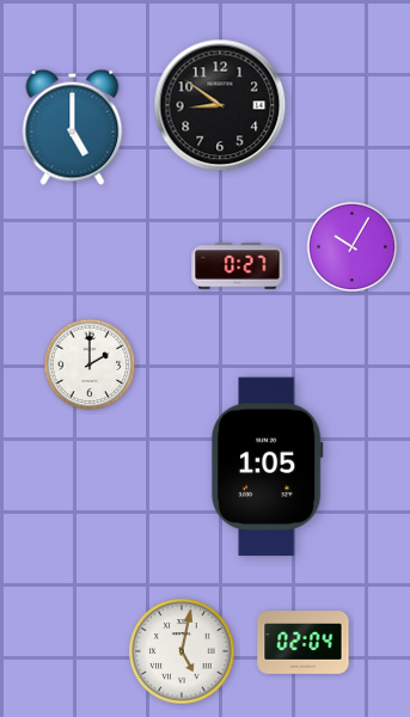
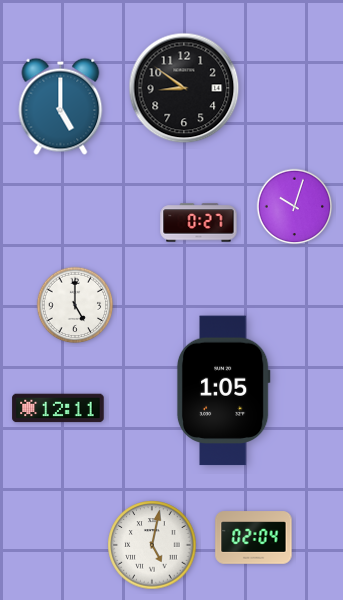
clock at (353, 247): 10:05 -> 10:03
clock at (90, 364): 2:00 -> 5:00
clock at (58, 408): none -> 12:11
